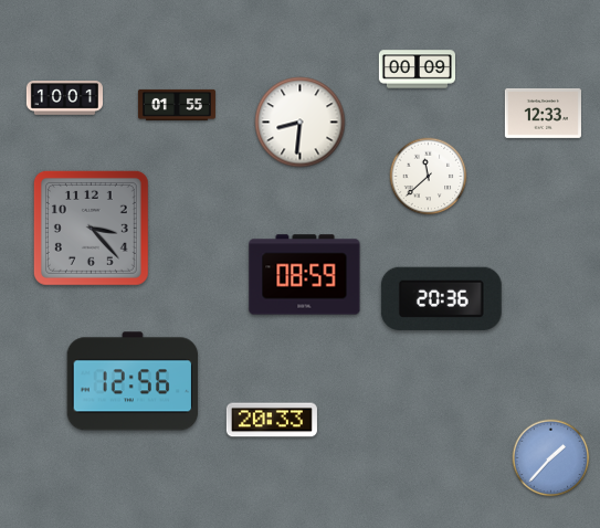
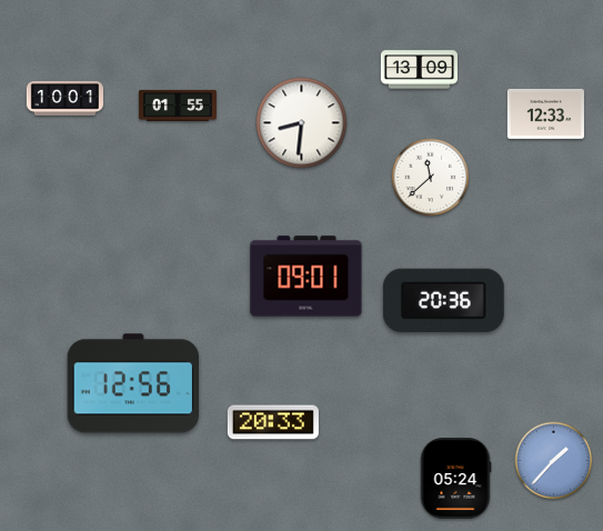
clock at (417, 70): 00:09 -> 13:09
clock at (91, 228): 3:23 -> none
clock at (305, 275): 08:59 -> 09:01
clock at (455, 479): none -> 05:24
